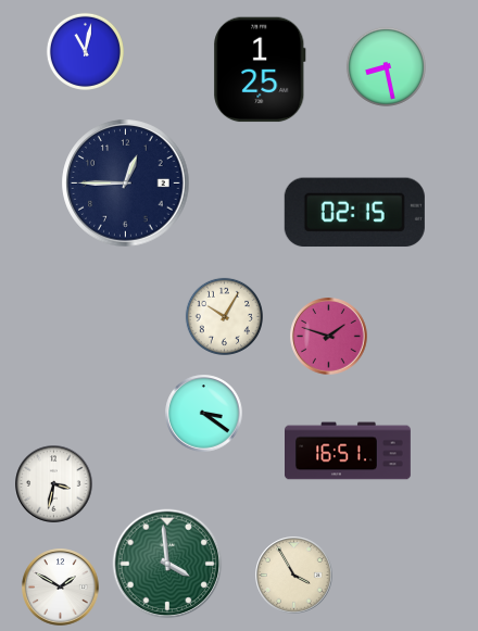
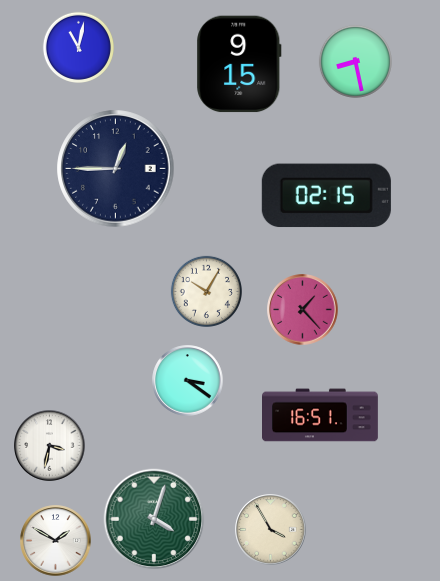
clock at (260, 70): 1:25 -> 9:15
clock at (329, 337): 1:48 -> 1:23
clock at (167, 564): 3:59 -> 4:03
